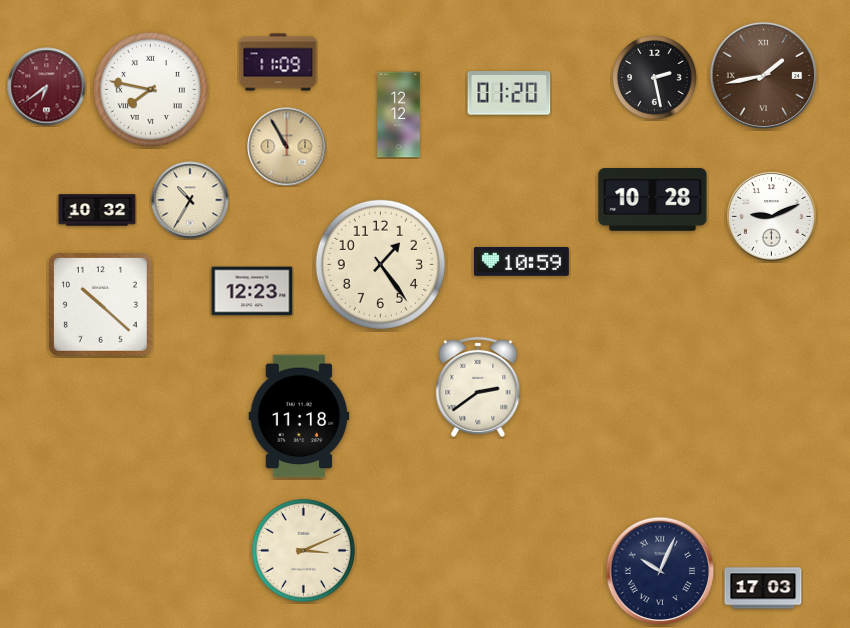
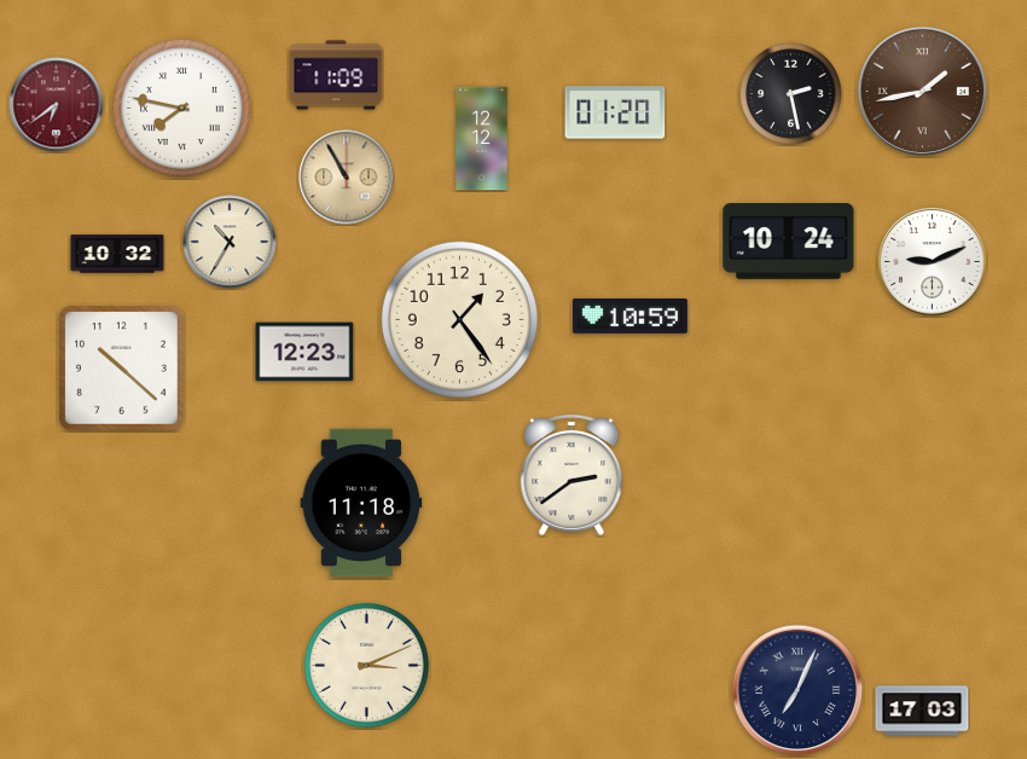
clock at (653, 200): 10:28 -> 10:24
clock at (478, 387) position: (478, 387) -> (571, 475)
clock at (660, 571): 10:04 -> 7:04
